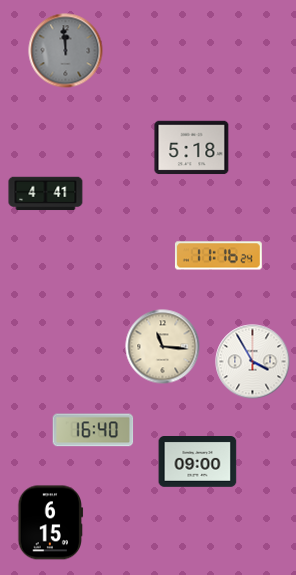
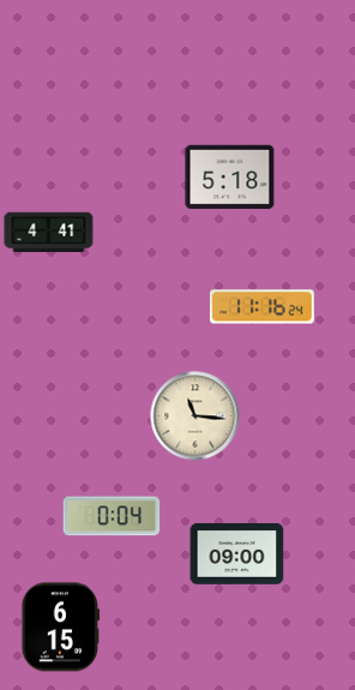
clock at (66, 51): 11:59 -> none
clock at (46, 194) position: (46, 194) -> (49, 233)
clock at (253, 362): 3:55 -> none
clock at (93, 430): 16:40 -> 0:04
